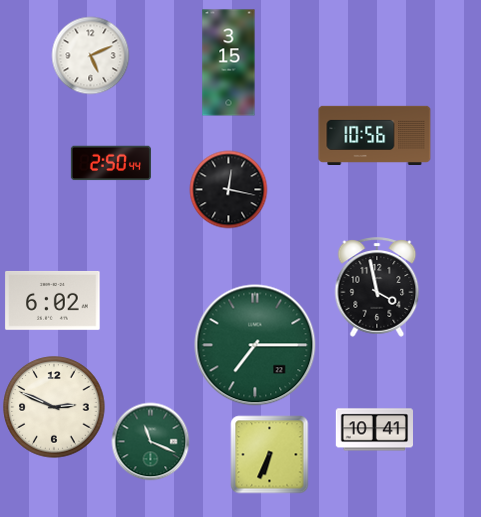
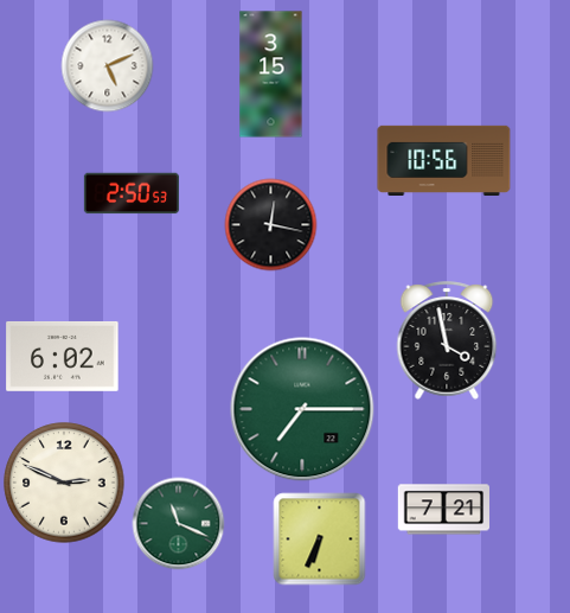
clock at (111, 163): 2:50:44 -> 2:50:53
clock at (374, 430): 10:41 -> 7:21
